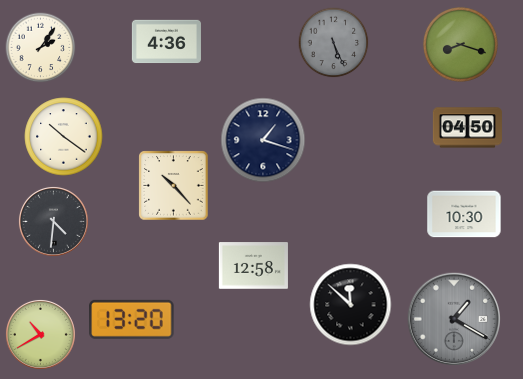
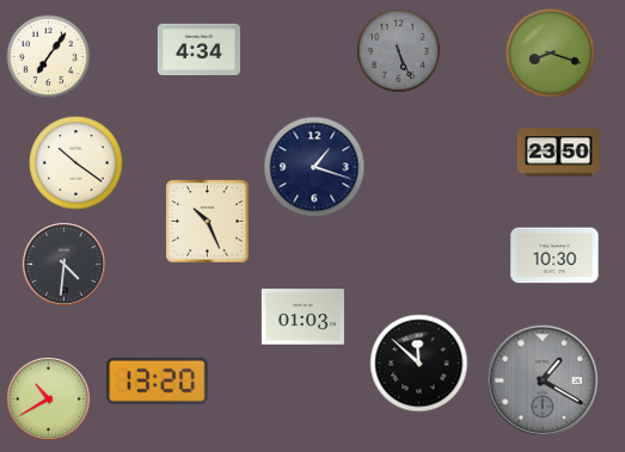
clock at (166, 42): 4:36 -> 4:34
clock at (41, 48): 2:06 -> 7:06
clock at (467, 128): 04:50 -> 23:50
clock at (174, 186): 10:23 -> 10:26
clock at (253, 266): 12:58 -> 01:03
